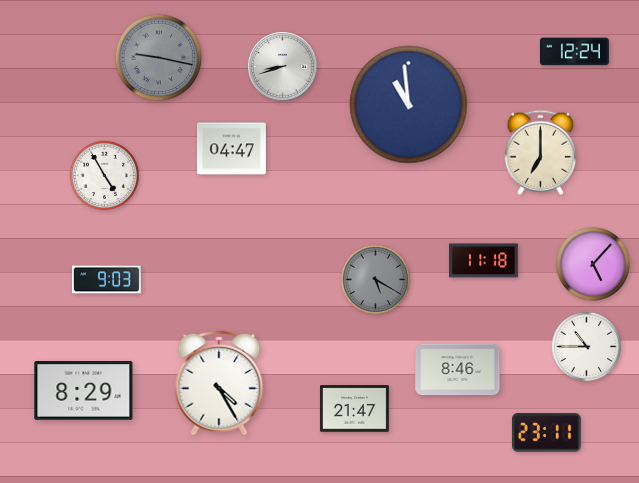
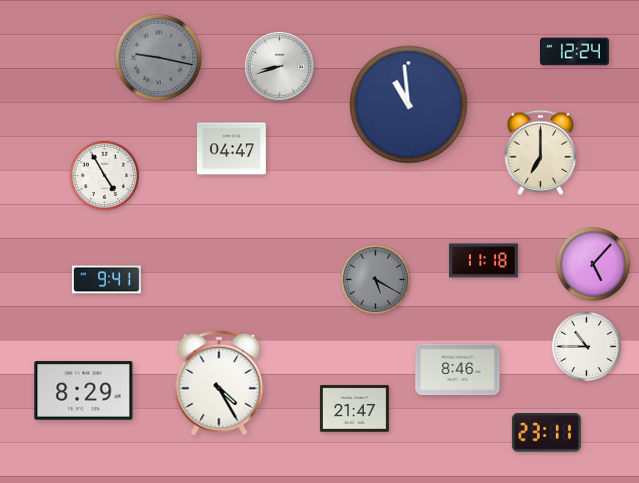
clock at (283, 67) position: (283, 67) -> (280, 67)
clock at (107, 280): 9:03 -> 9:41
